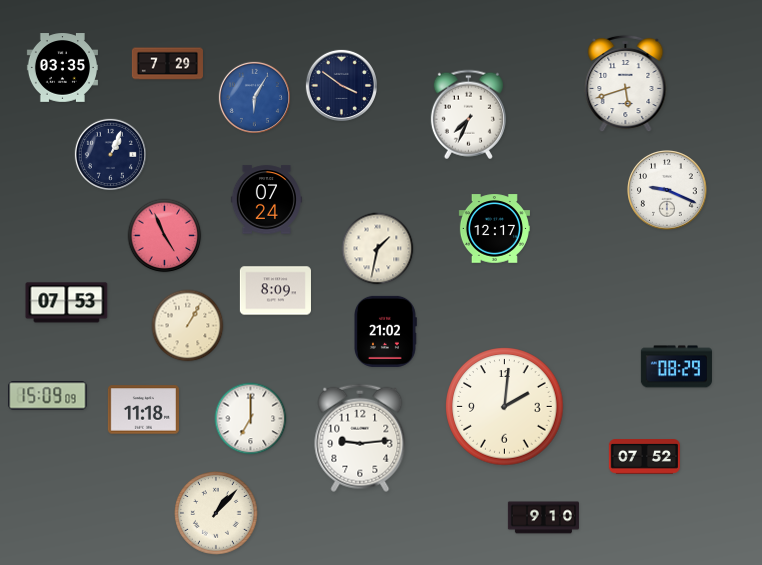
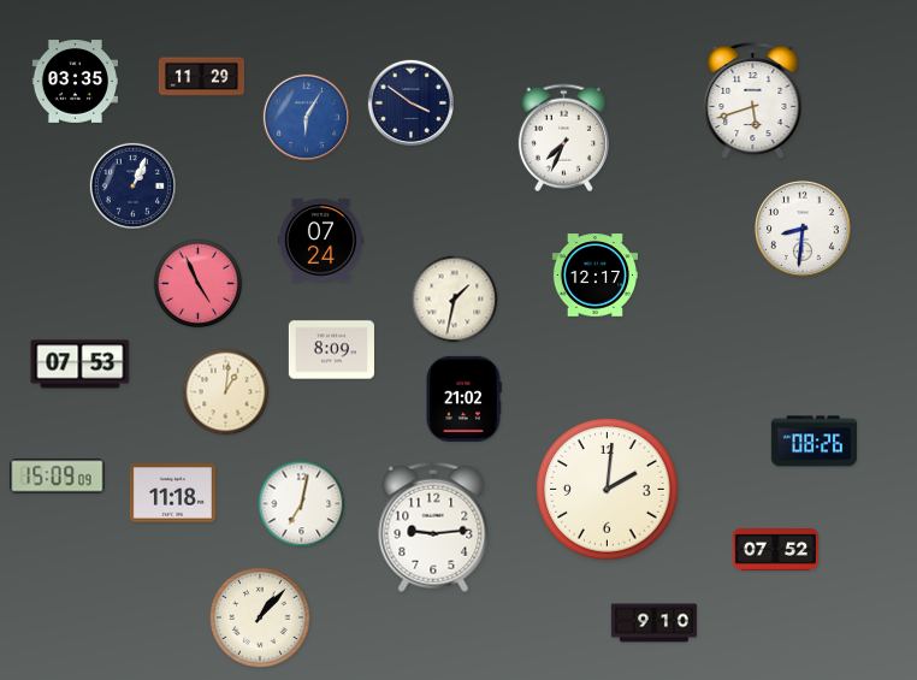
clock at (167, 64): 7:29 -> 11:29
clock at (667, 190): 9:19 -> 8:31
clock at (188, 326): 1:05 -> 1:01
clock at (676, 367): 08:29 -> 08:26
clock at (251, 419): 7:00 -> 7:02
